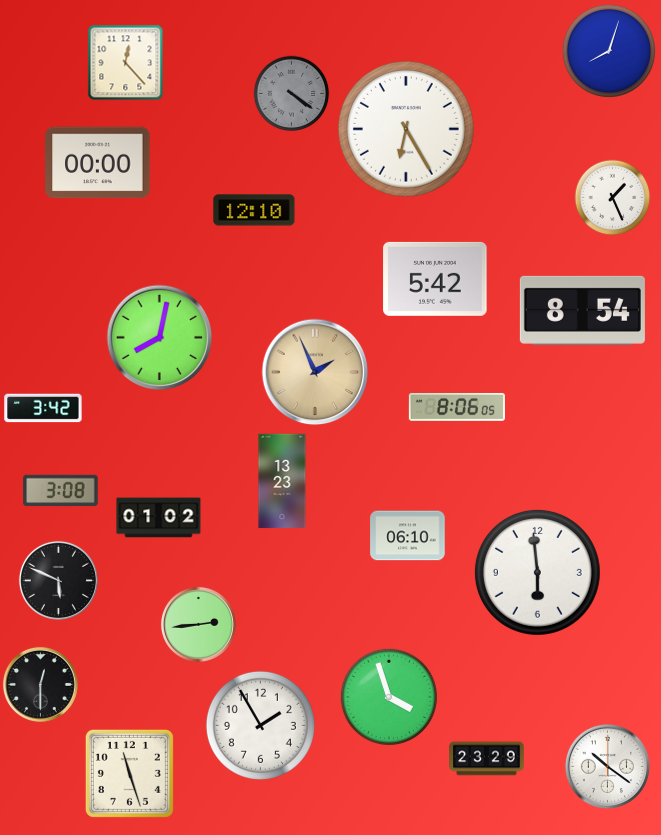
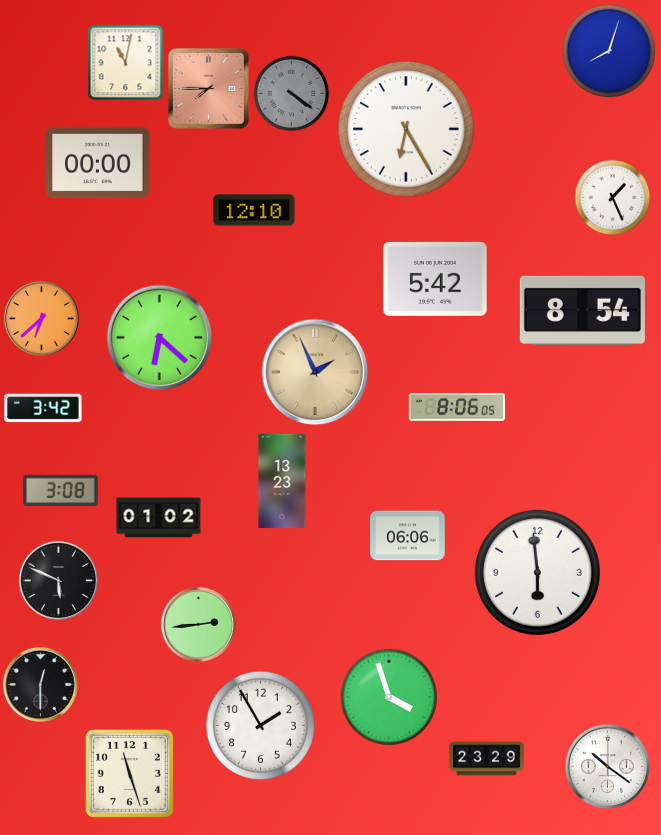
clock at (126, 63): 12:23 -> 11:02
clock at (209, 89): none -> 7:45
clock at (41, 318): none -> 6:38
clock at (160, 338): 8:02 -> 6:22
clock at (408, 536): 06:10 -> 06:06
